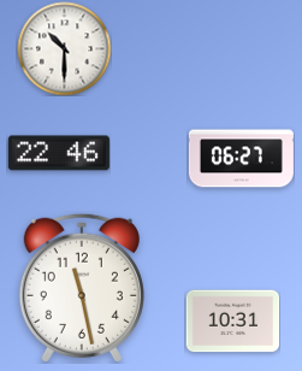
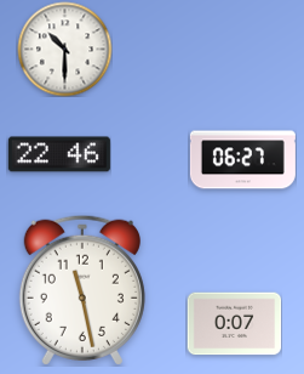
clock at (232, 322): 10:31 -> 0:07
